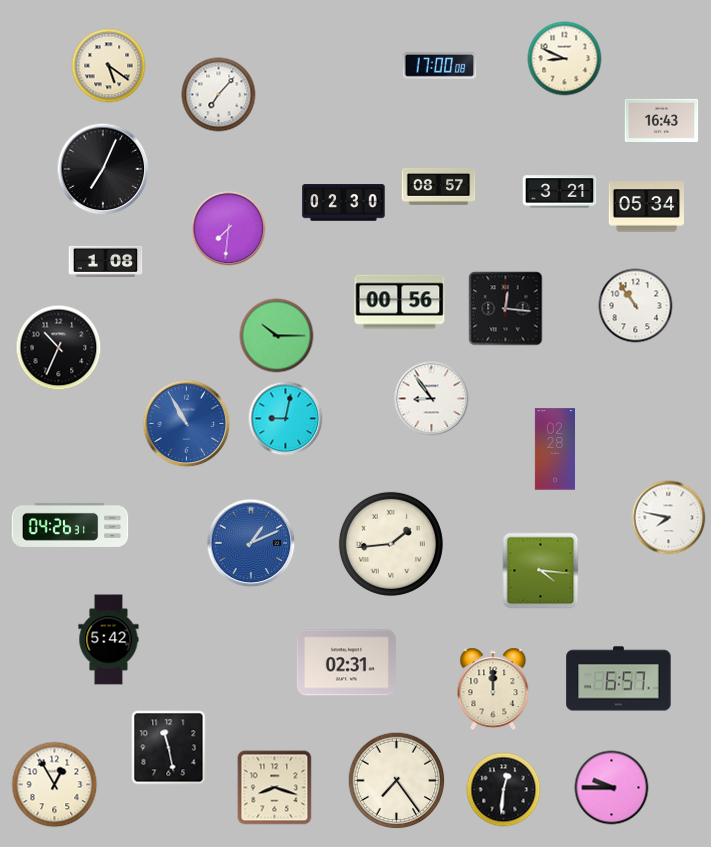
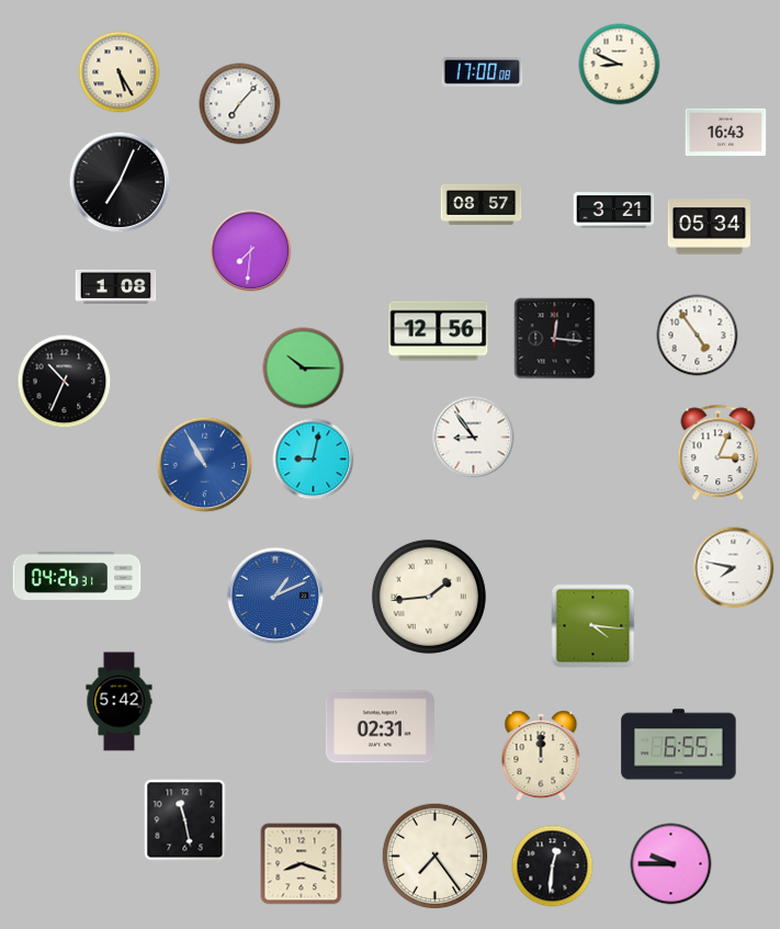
clock at (109, 66): 5:21 -> 5:25
clock at (103, 169) position: (103, 169) -> (120, 182)
clock at (344, 203): 02:30 -> none
clock at (400, 302): 00:56 -> 12:56
clock at (636, 306): 10:54 -> 4:54
clock at (719, 453): none -> 3:04
clock at (554, 449): 02:28 -> none
clock at (619, 679): 6:57 -> 6:55
clock at (55, 785): 12:55 -> none
